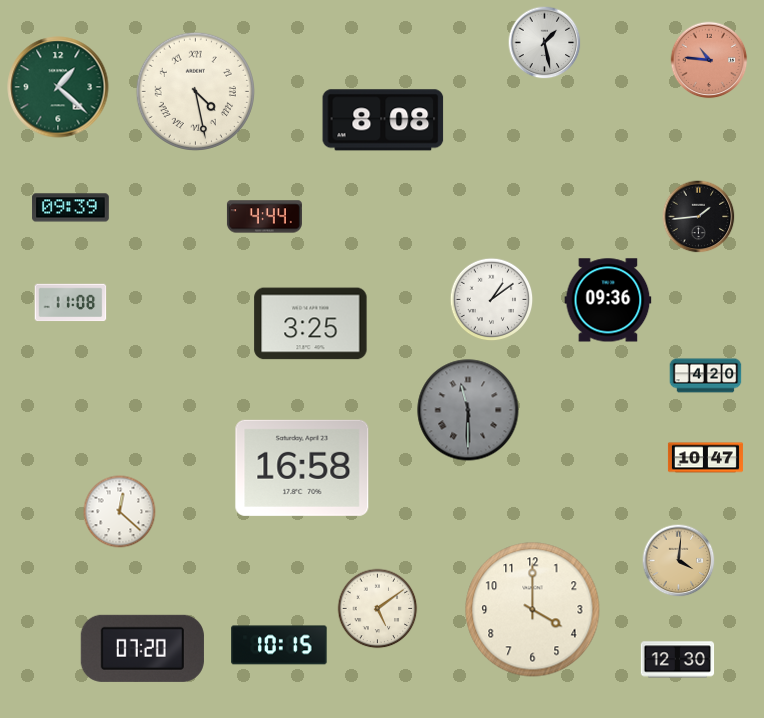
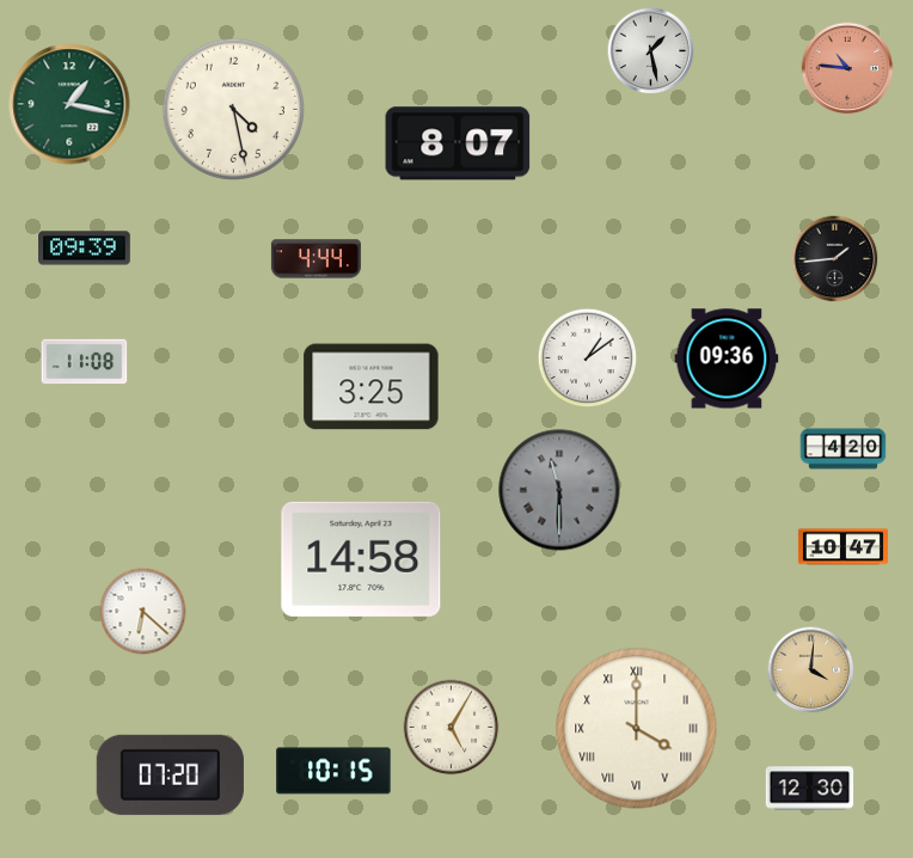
clock at (709, 60) position: (709, 60) -> (847, 68)
clock at (58, 87): 1:22 -> 1:17
clock at (195, 91) numerals: Roman -> Arabic
clock at (383, 120): 8:08 -> 8:07
clock at (302, 468): 16:58 -> 14:58
clock at (120, 512): 12:22 -> 6:22
clock at (378, 609): 5:09 -> 5:05
clock at (533, 610) numerals: Arabic -> Roman
